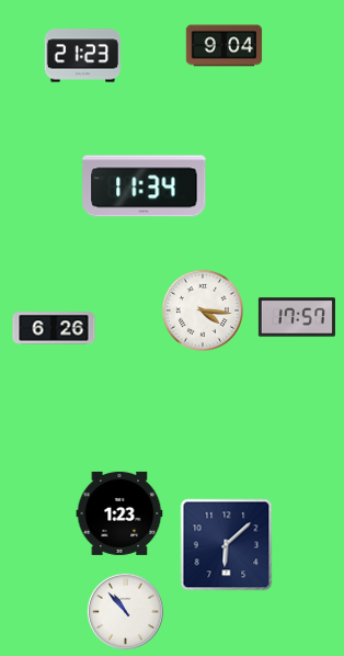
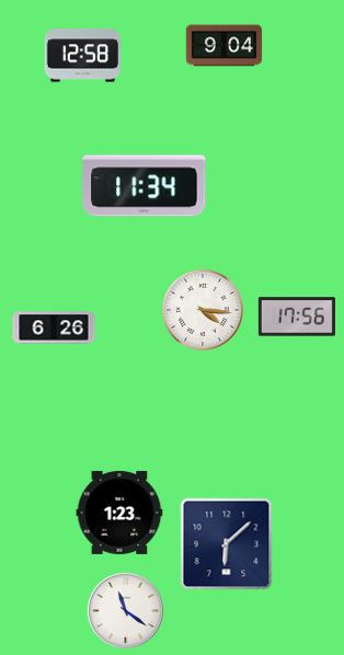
clock at (83, 56): 21:23 -> 12:58
clock at (297, 317): 17:57 -> 17:56
clock at (125, 611): 10:53 -> 11:21
